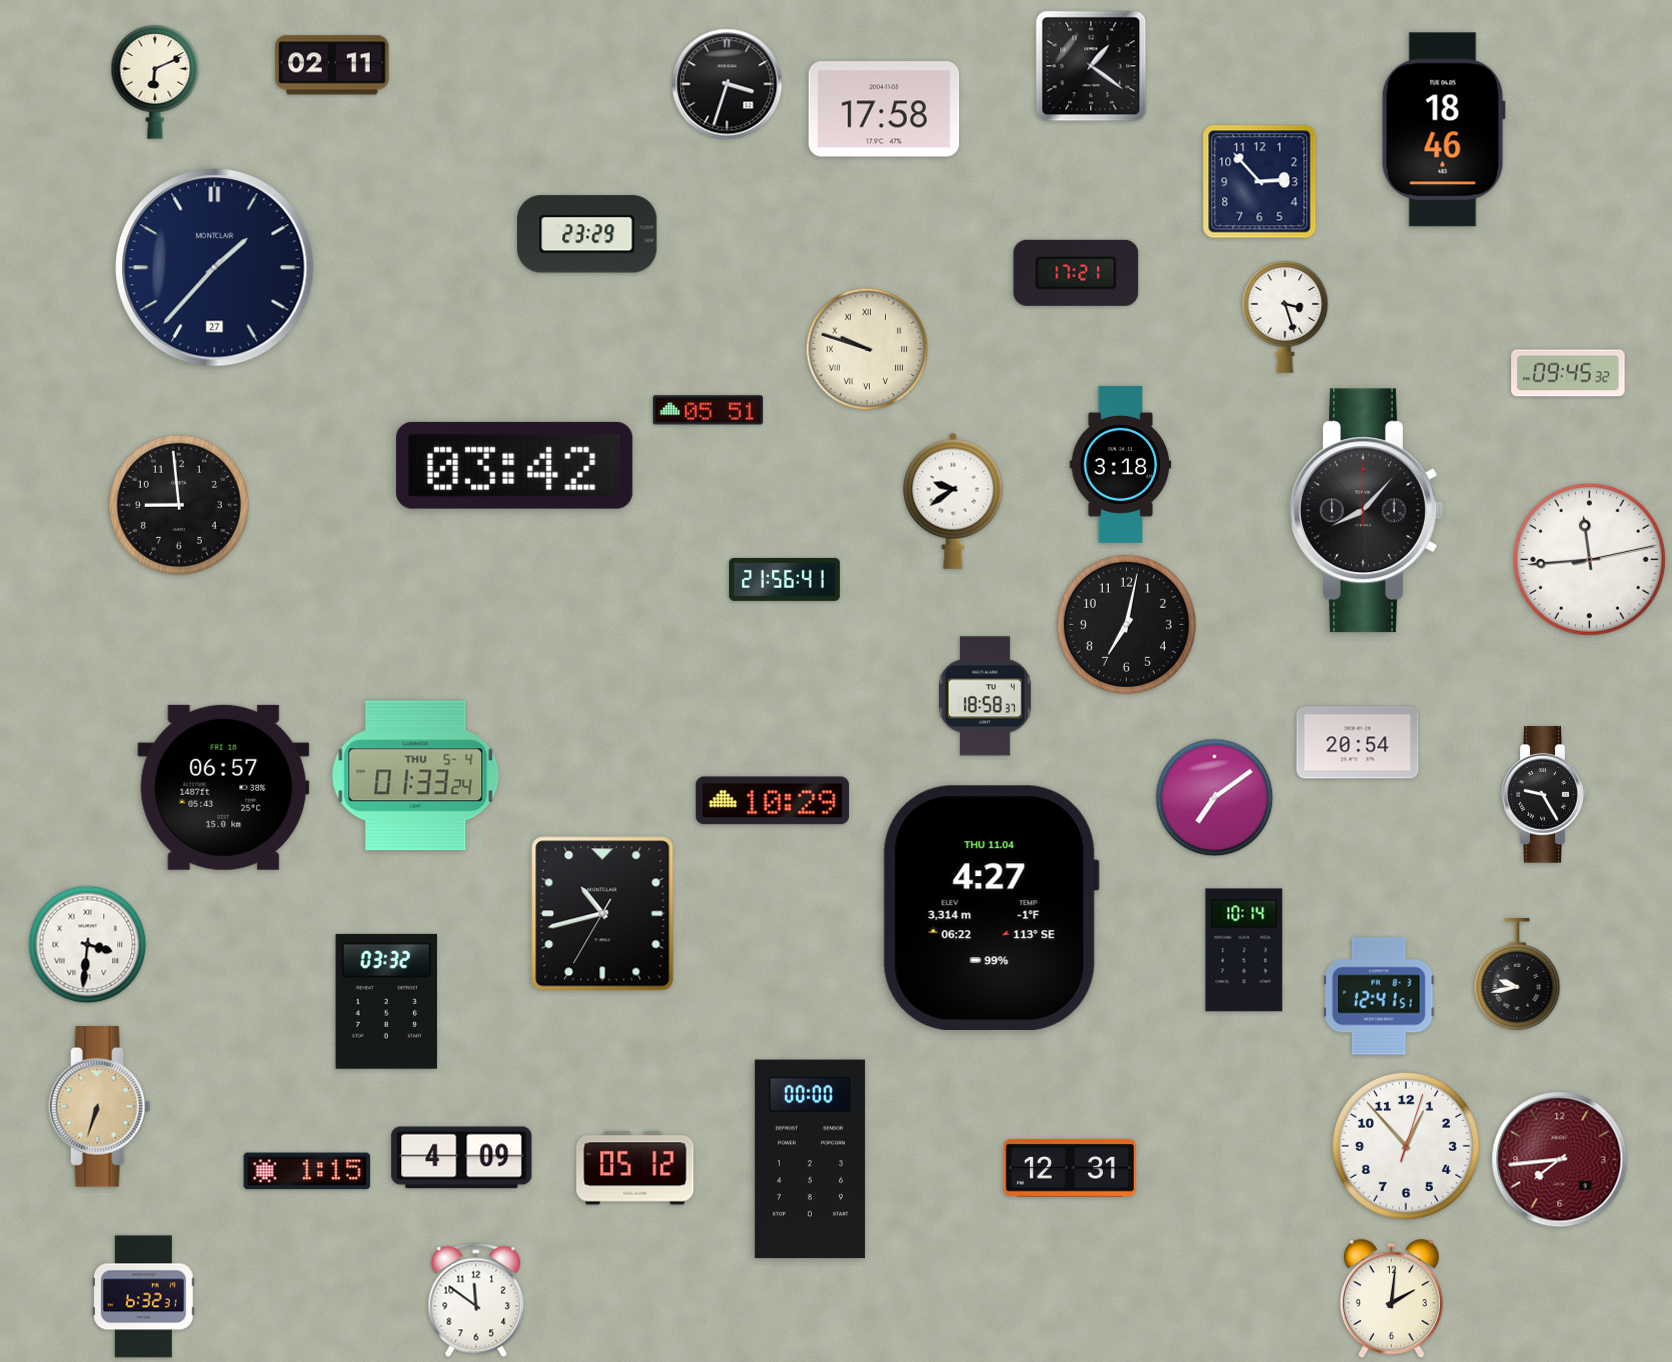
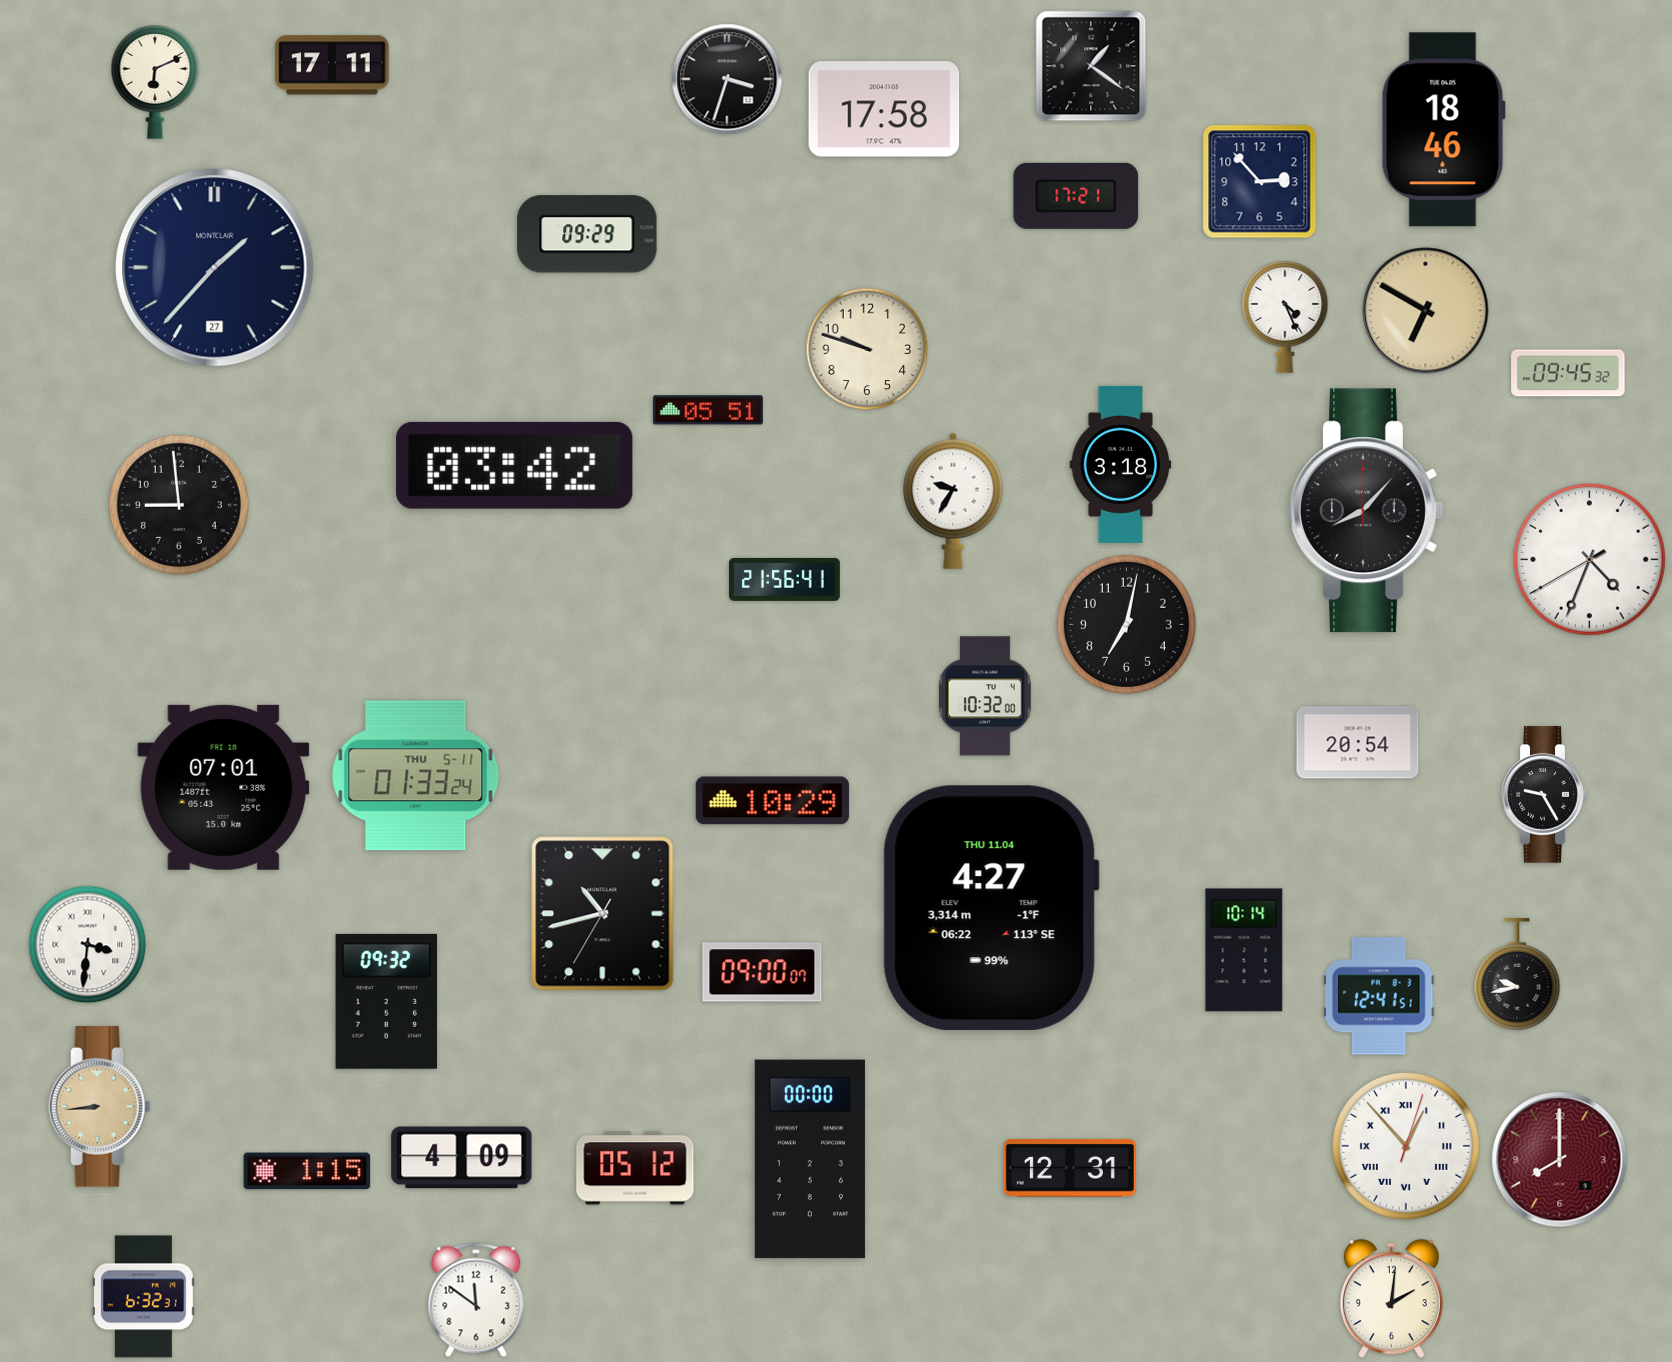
clock at (332, 65): 02:11 -> 17:11
clock at (727, 84) position: (727, 84) -> (727, 79)
clock at (587, 234): 23:29 -> 09:29
clock at (1076, 273) position: (1076, 273) -> (1076, 196)
clock at (1426, 311): none -> 6:50
clock at (1285, 317): 3:27 -> 4:26
clock at (867, 349) numerals: Roman -> Arabic
clock at (953, 501): 9:39 -> 9:35
clock at (1589, 559): 11:44 -> 4:33
clock at (985, 696): 18:58 -> 10:32
clock at (416, 776) date: THU 5-4 -> THU 5-11
clock at (224, 787): 06:57 -> 07:01
clock at (1215, 798): 7:09 -> none
clock at (762, 972): none -> 09:00
clock at (386, 1001): 03:32 -> 09:32
clock at (100, 1107): 6:33 -> 8:44
clock at (1406, 1146) numerals: Arabic -> Roman
clock at (1560, 1160): 7:44 -> 8:00
